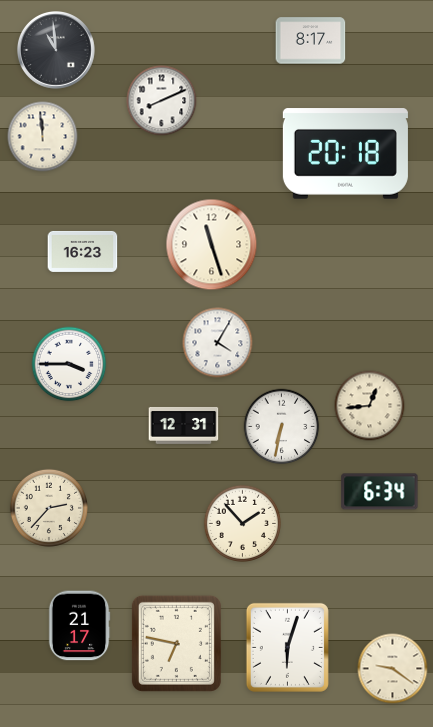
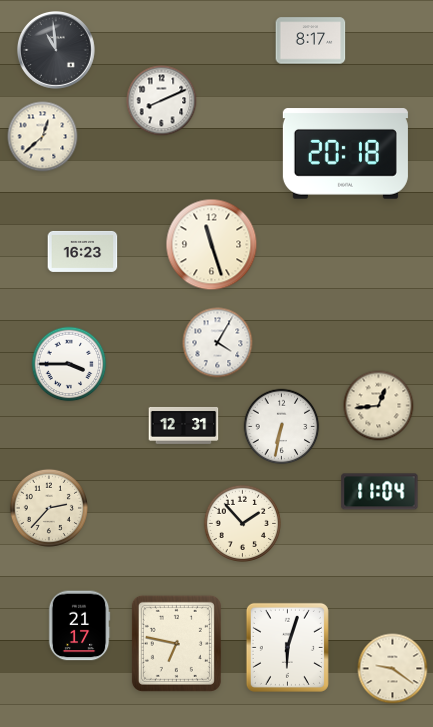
clock at (43, 137): 11:59 -> 12:38
clock at (370, 406) position: (370, 406) -> (379, 406)
clock at (380, 492): 6:34 -> 11:04
